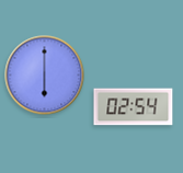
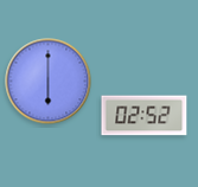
clock at (134, 107): 02:54 -> 02:52
